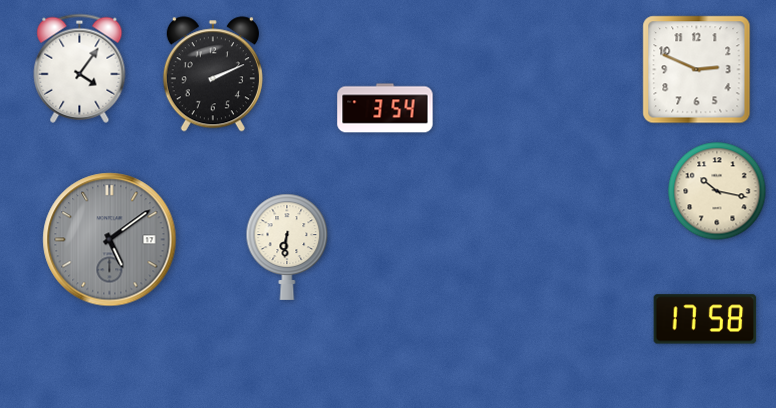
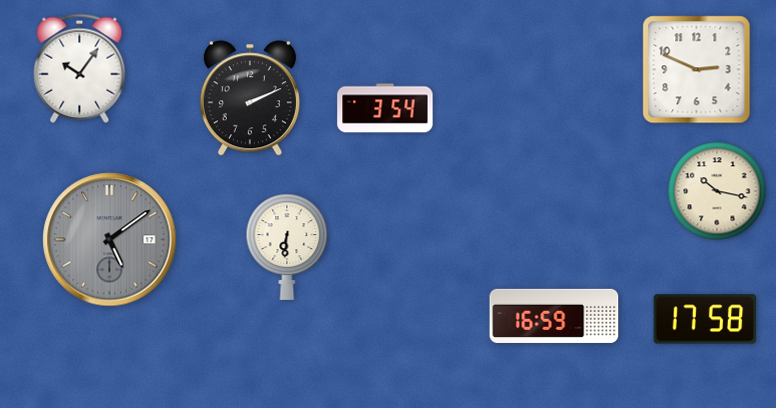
clock at (80, 68): 4:06 -> 10:06
clock at (213, 74) position: (213, 74) -> (250, 98)
clock at (554, 316): none -> 16:59
